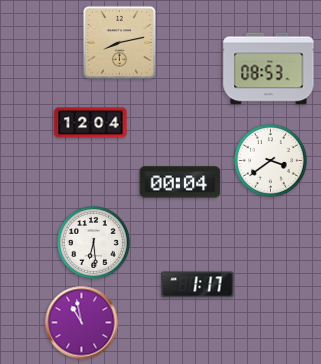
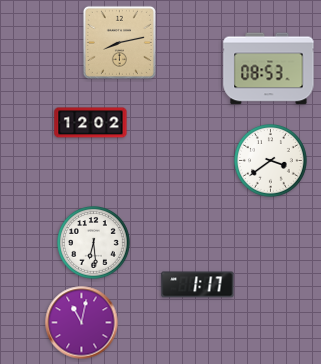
clock at (91, 123): 12:04 -> 12:02
clock at (180, 182): 00:04 -> none
clock at (82, 323): 10:58 -> 11:02
